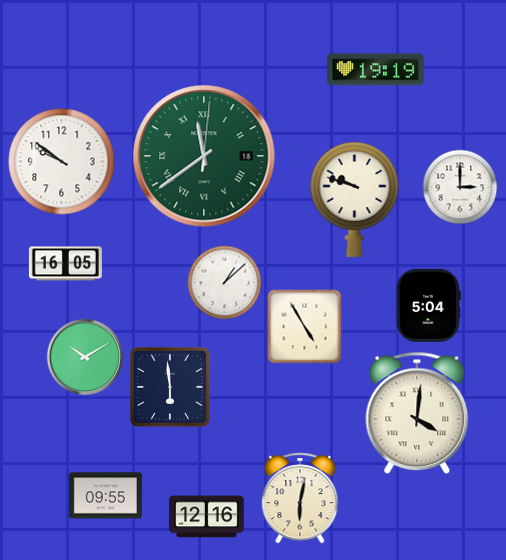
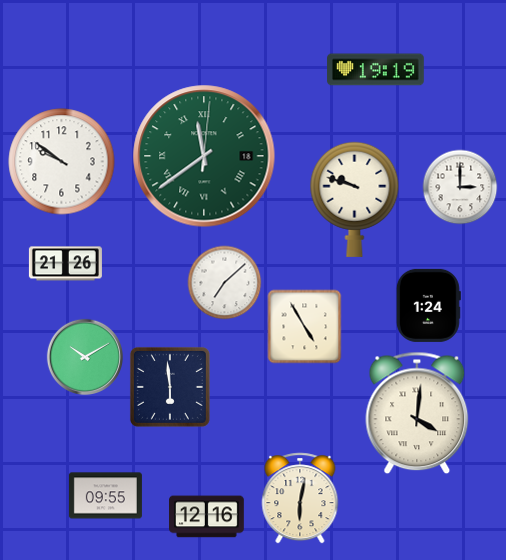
clock at (65, 264): 16:05 -> 21:26
clock at (225, 283): 1:08 -> 7:08
clock at (428, 305): 5:04 -> 1:24
